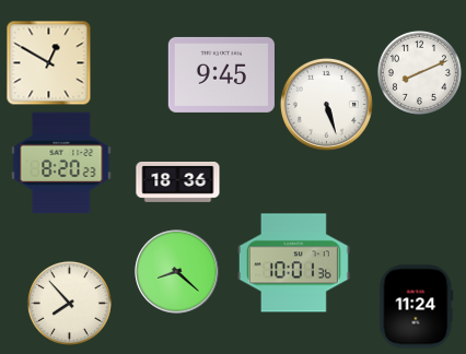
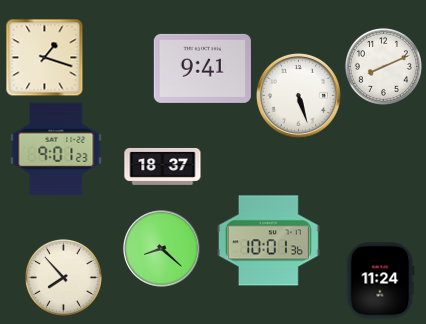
clock at (48, 62): 12:50 -> 1:18
clock at (221, 74): 9:45 -> 9:41
clock at (61, 163): 8:20 -> 9:01
clock at (178, 182): 18:36 -> 18:37
